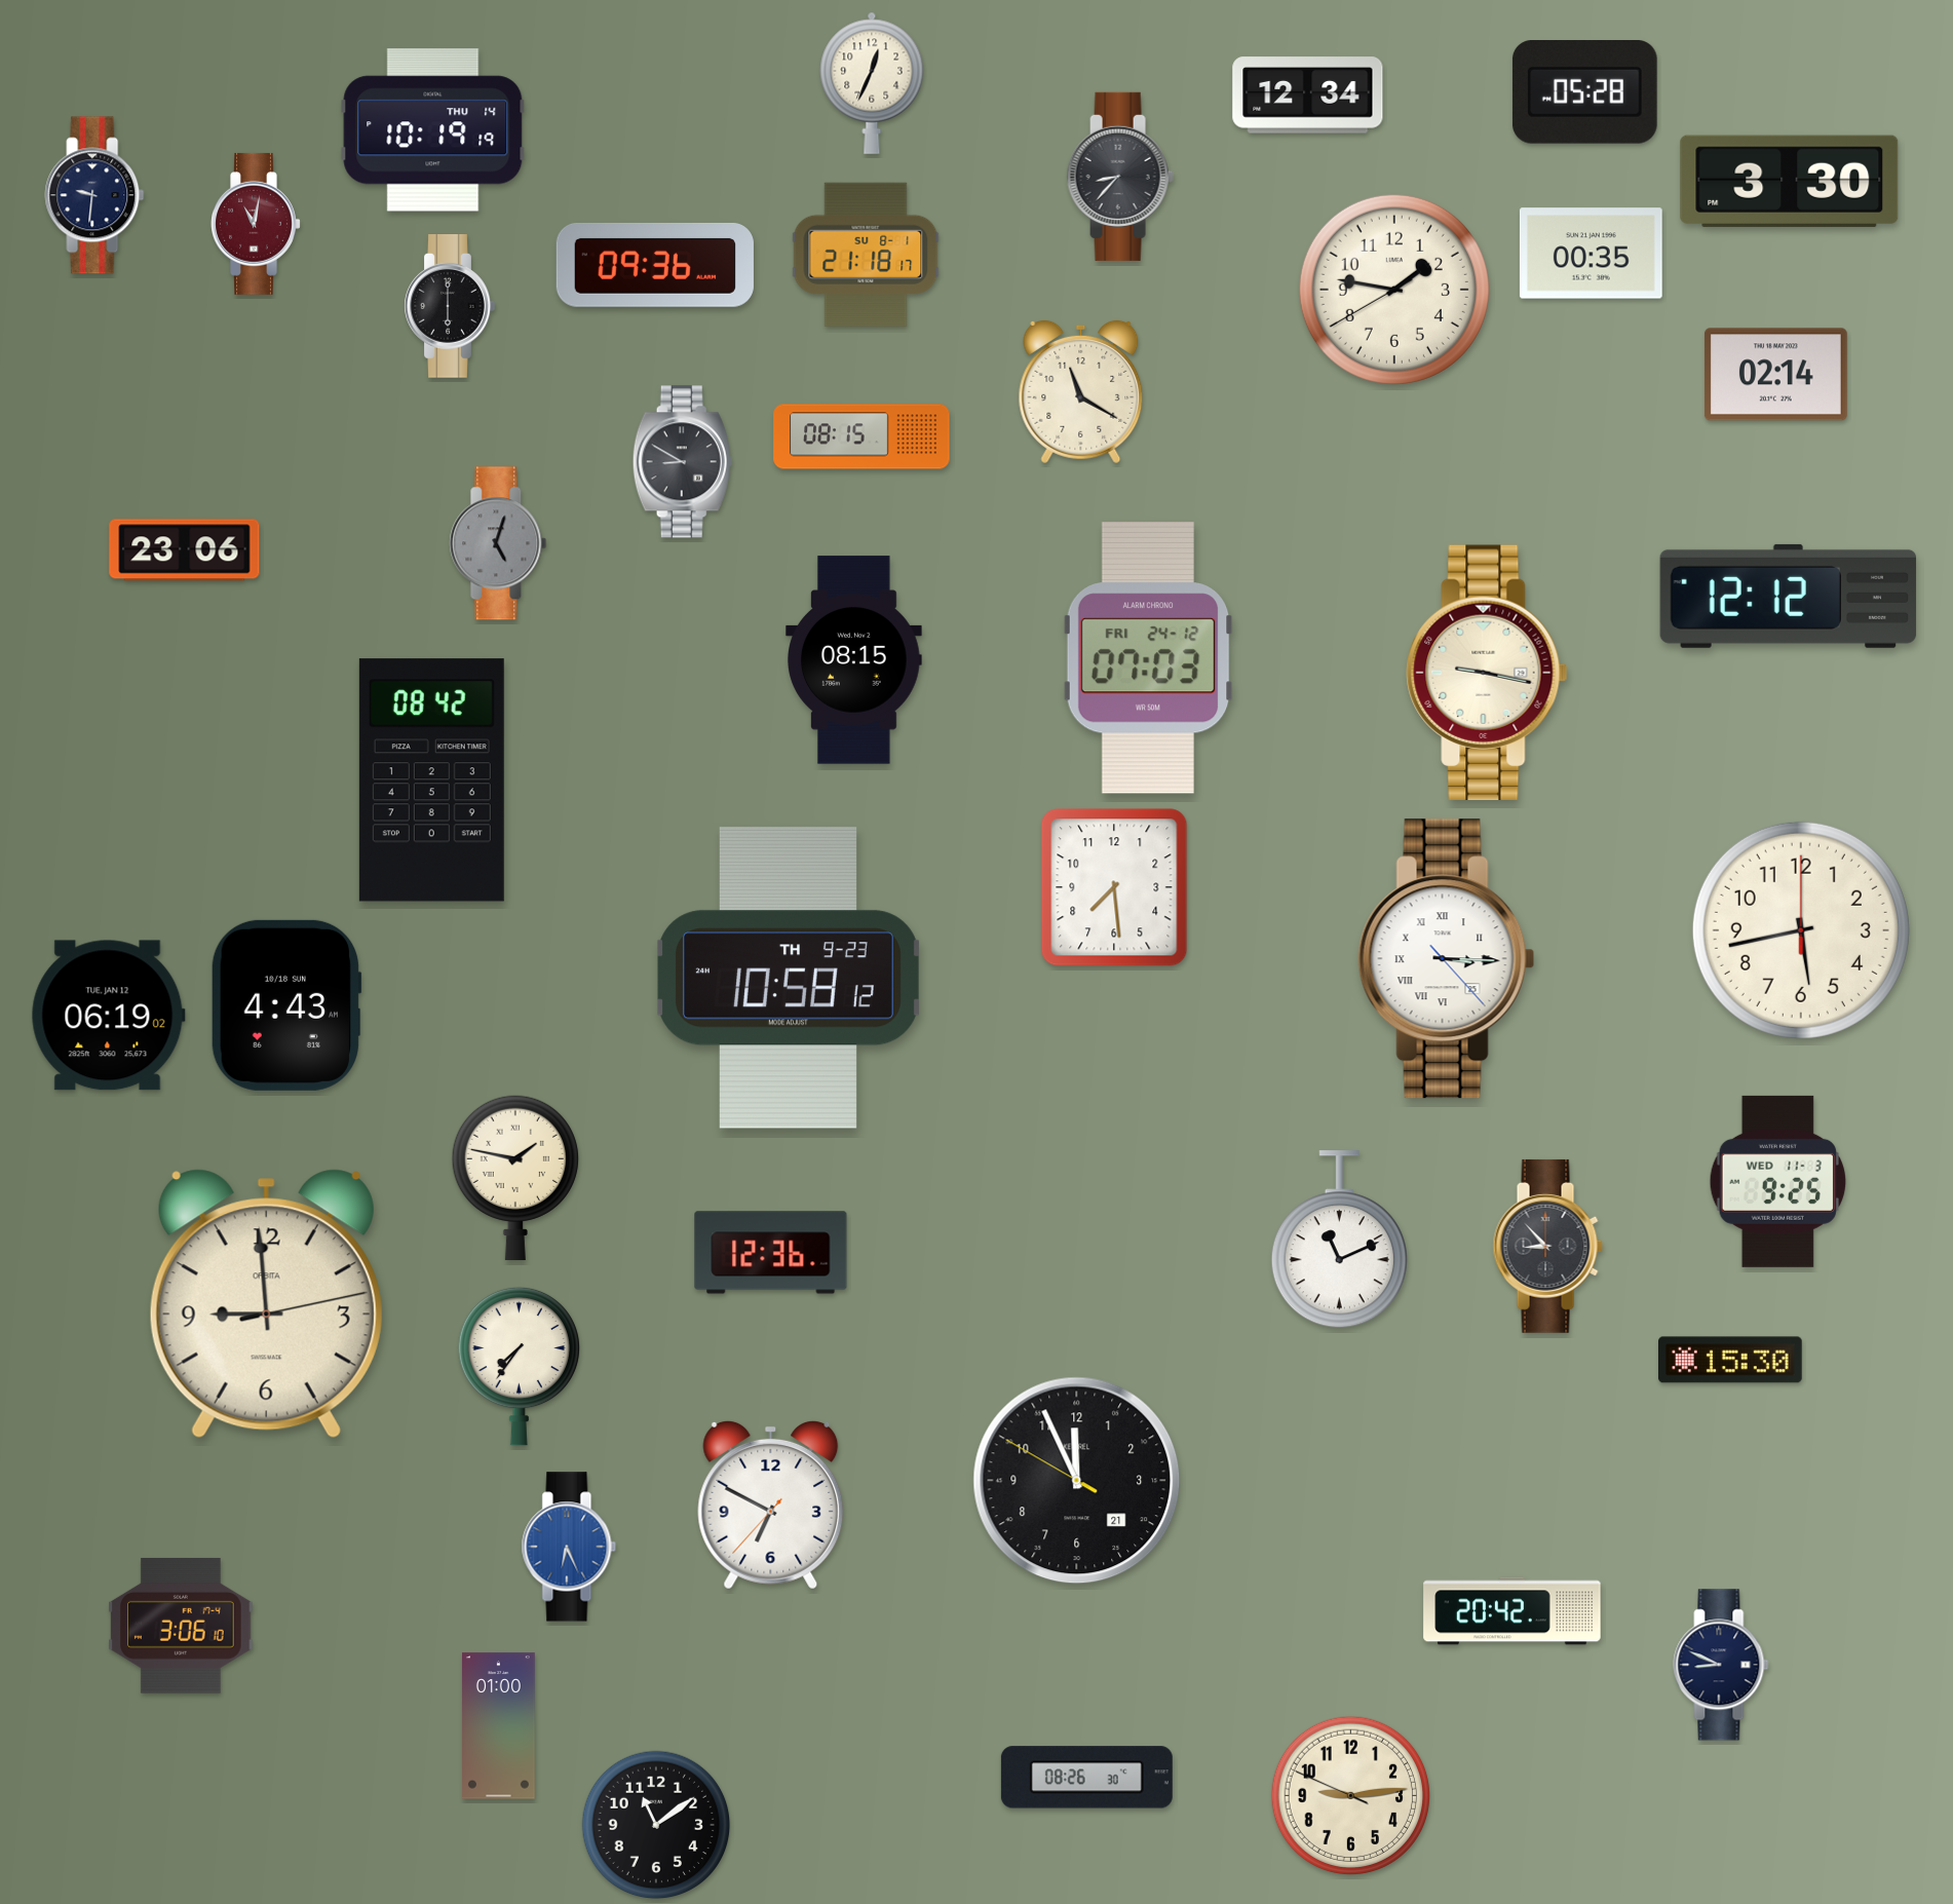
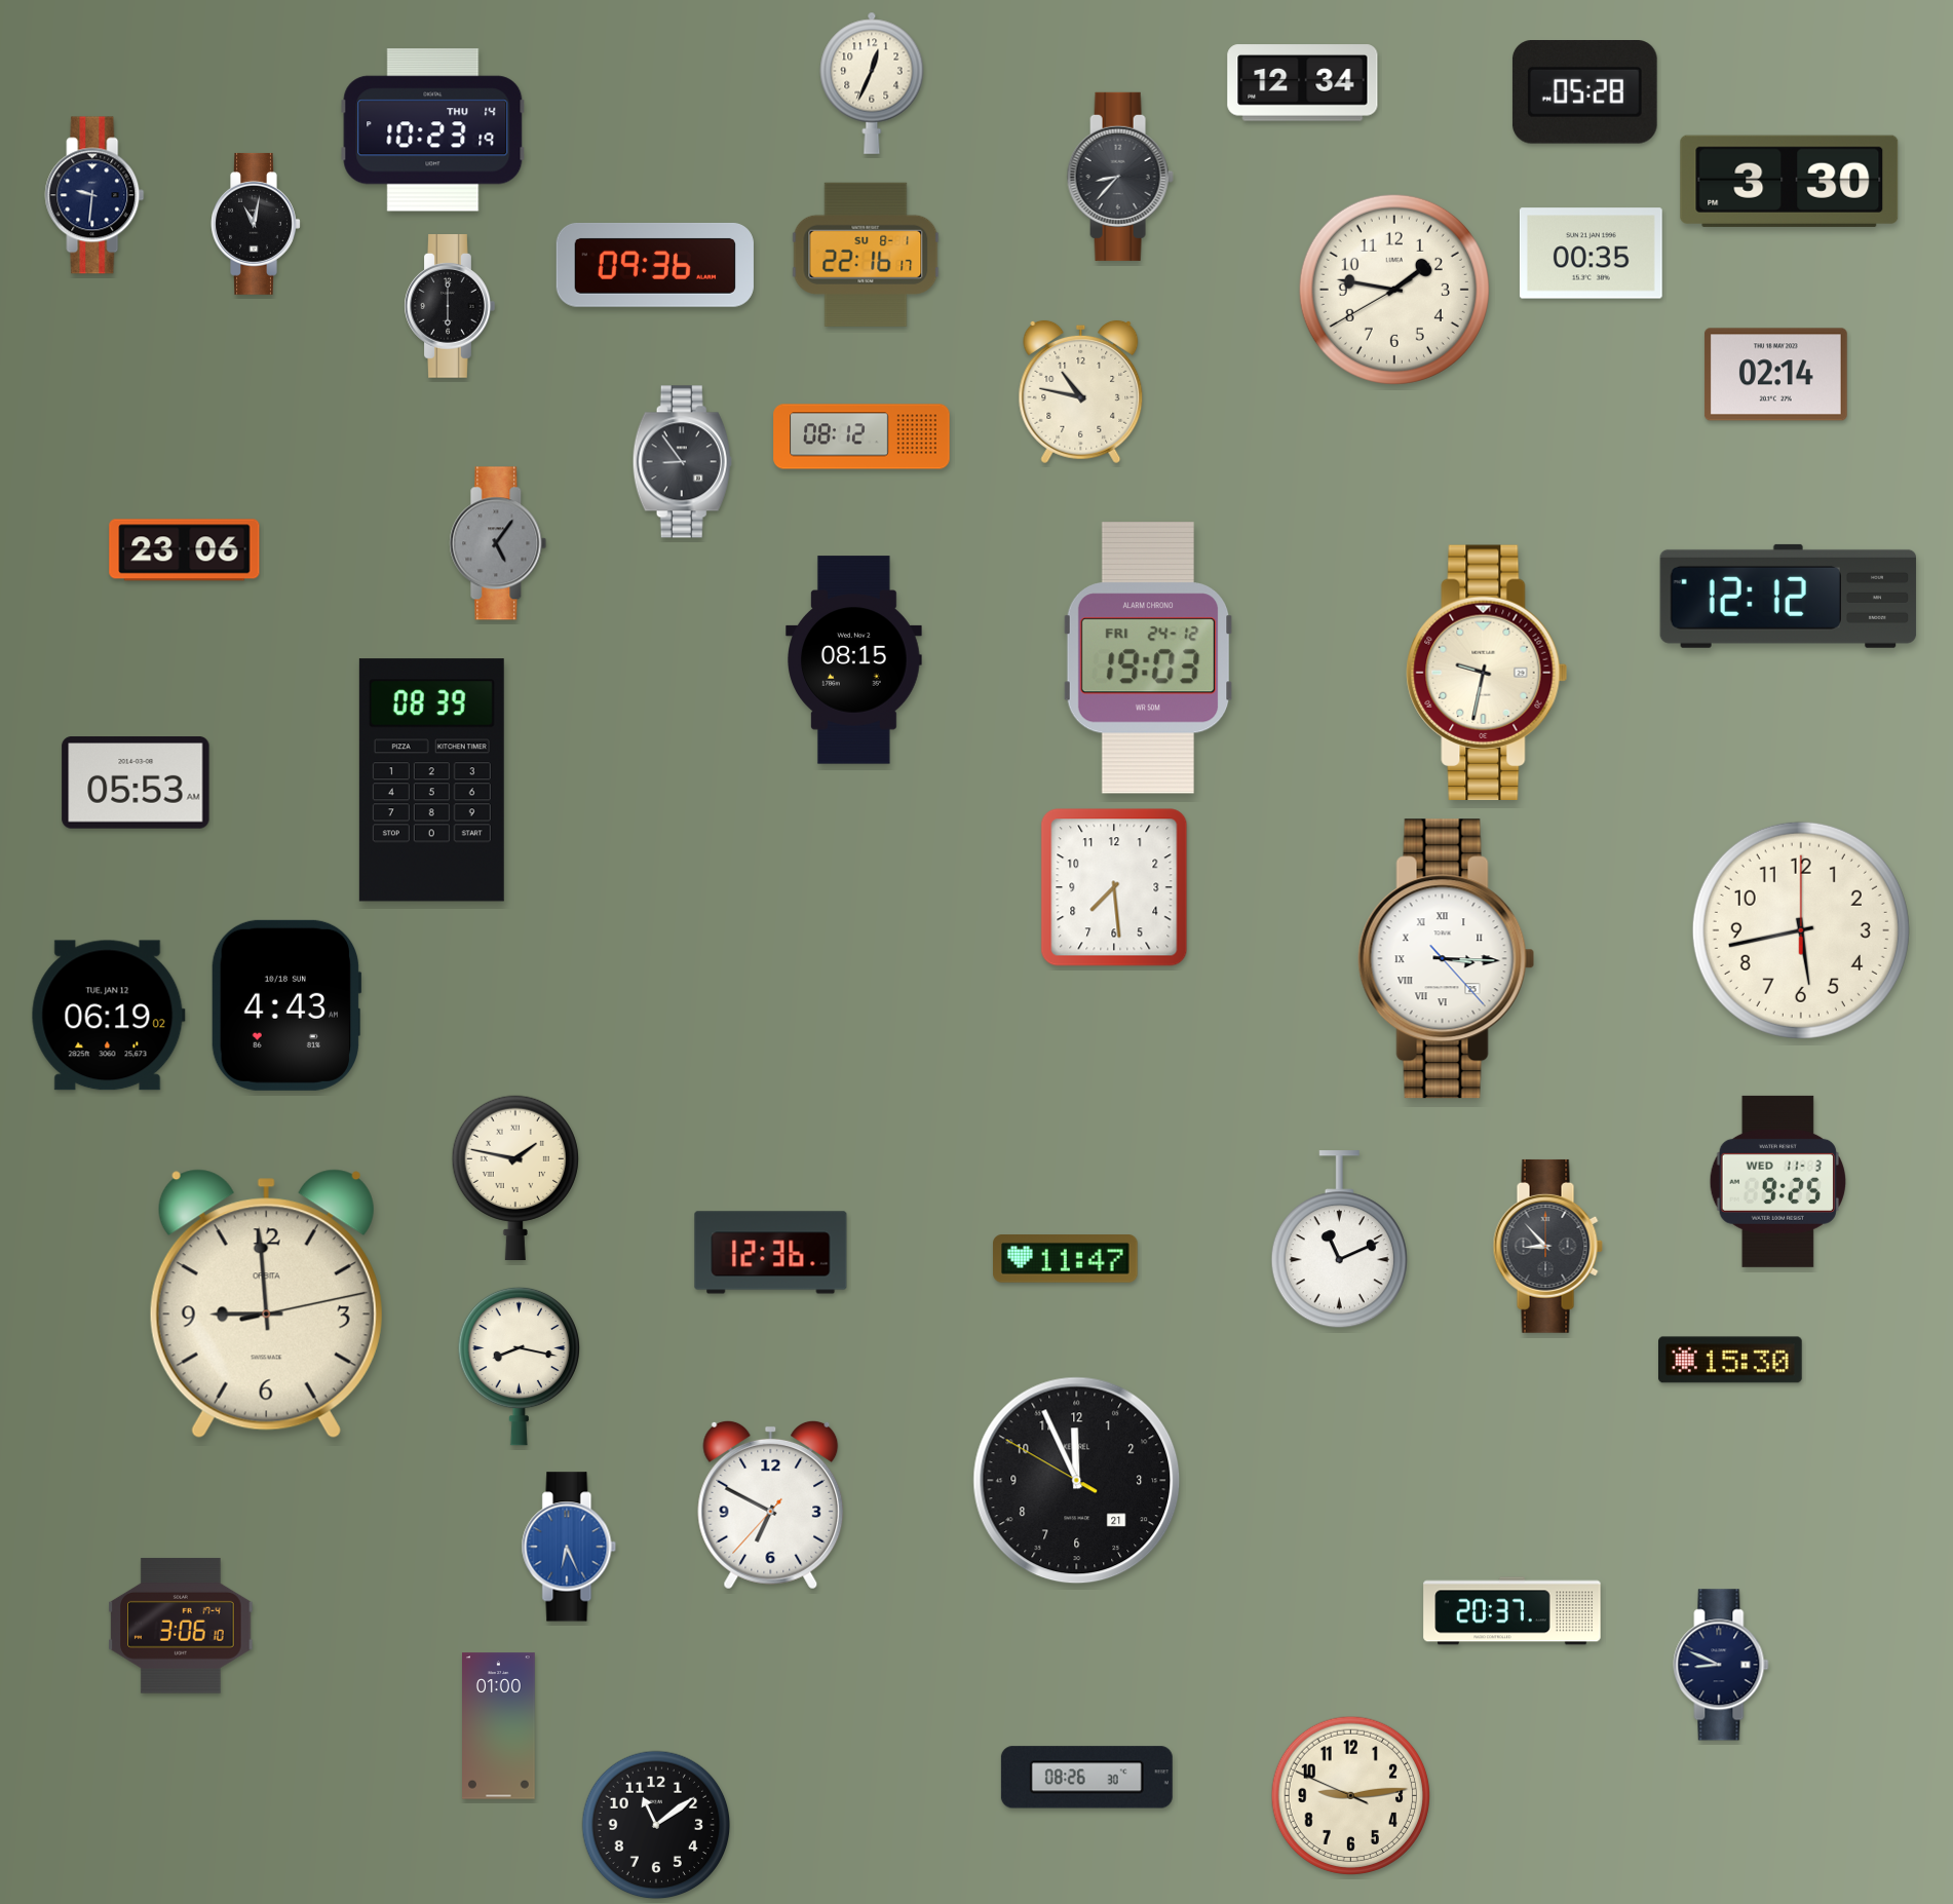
clock at (1308, 96) position: (1308, 96) -> (1303, 83)
clock at (433, 130): 10:19 -> 10:23
clock at (256, 224) dial: burgundy -> black
clock at (866, 255): 21:18 -> 22:16
clock at (1081, 392): 11:20 -> 10:47
clock at (861, 436): 08:15 -> 08:12
clock at (682, 462): 8:50 -> 8:54
clock at (498, 543): 5:03 -> 5:06
clock at (1148, 658): 07:03 -> 19:03
clock at (1487, 672): 9:17 -> 9:32
clock at (431, 780): 08:42 -> 08:39
clock at (136, 783): none -> 05:53
clock at (789, 978): 10:58 -> none
clock at (1066, 1259): none -> 11:47
clock at (519, 1366): 7:36 -> 8:17
clock at (1512, 1611): 20:42 -> 20:37
